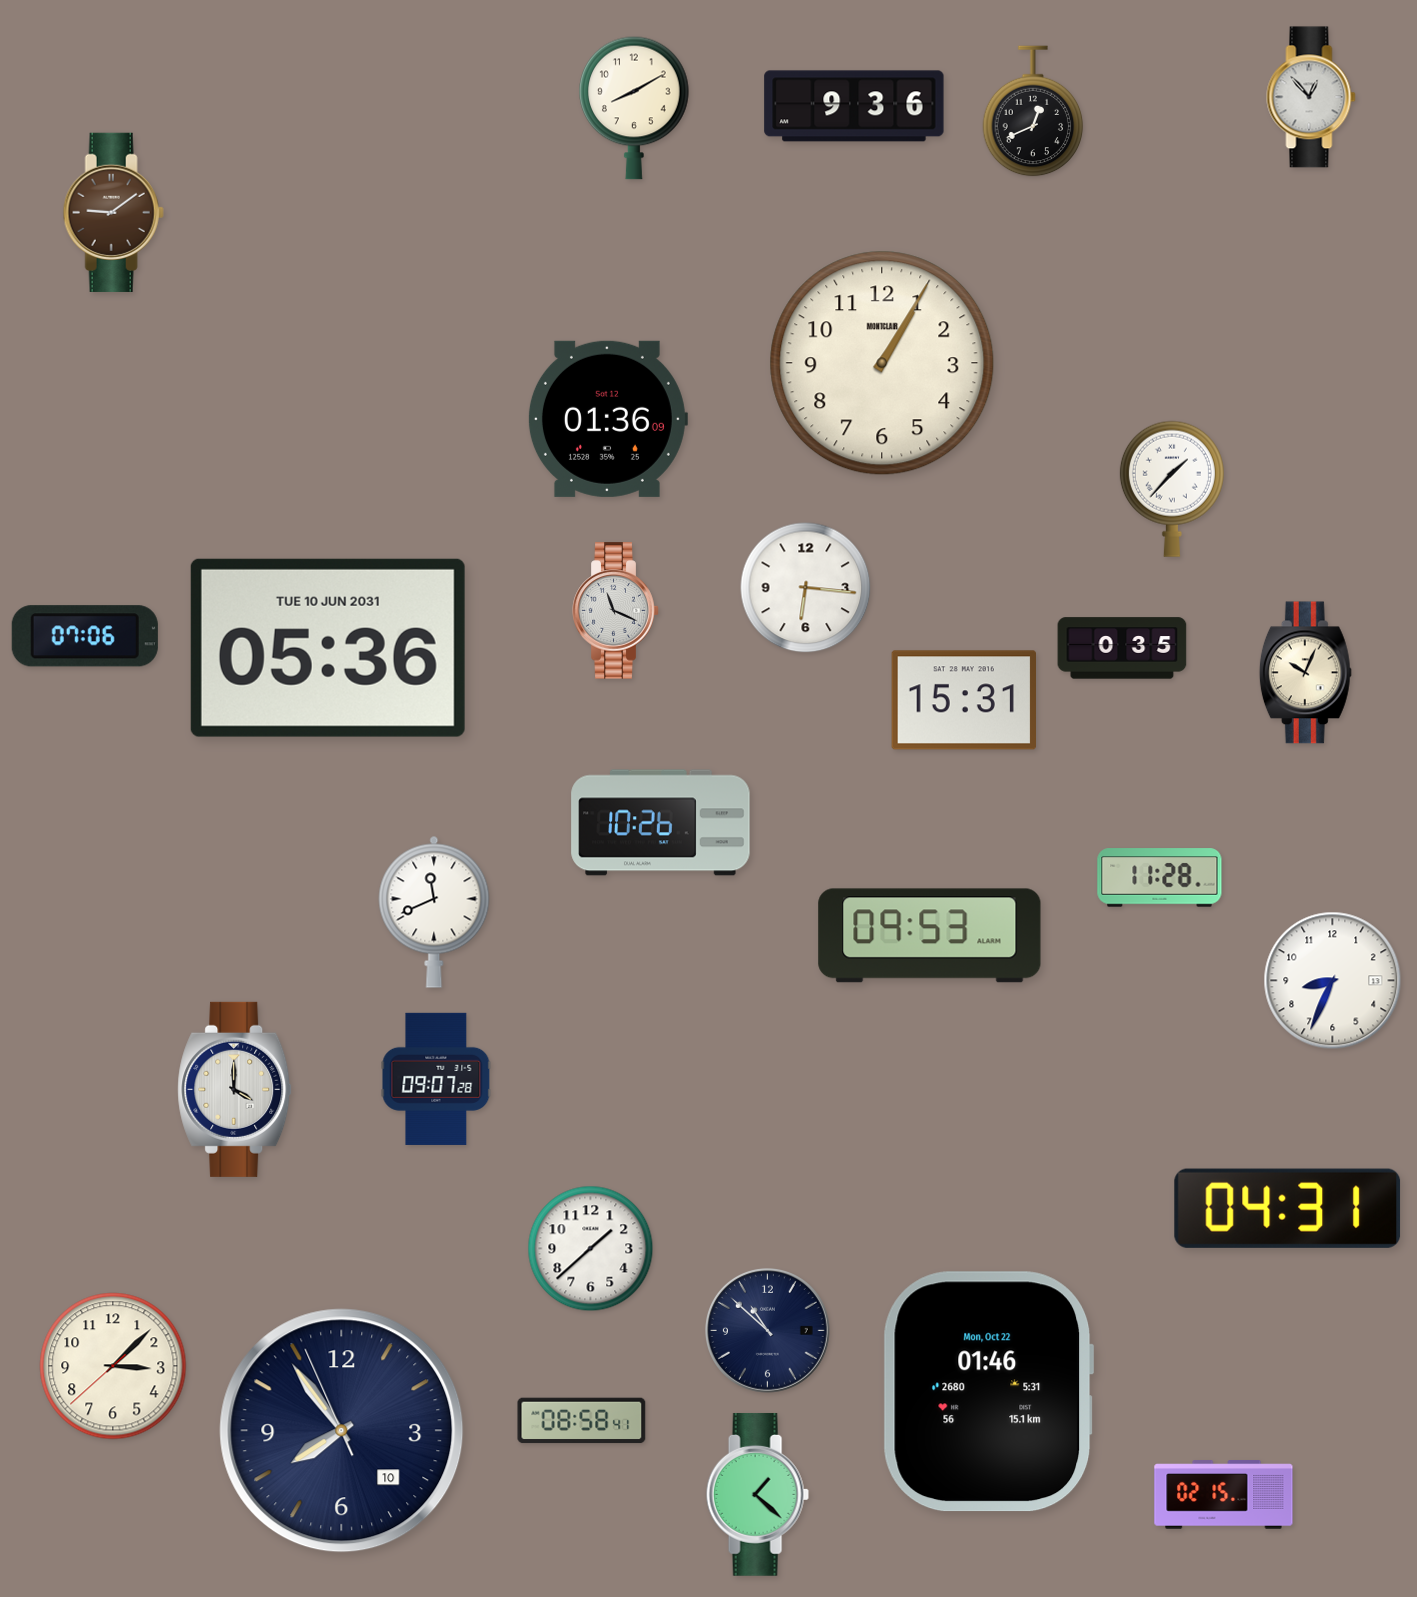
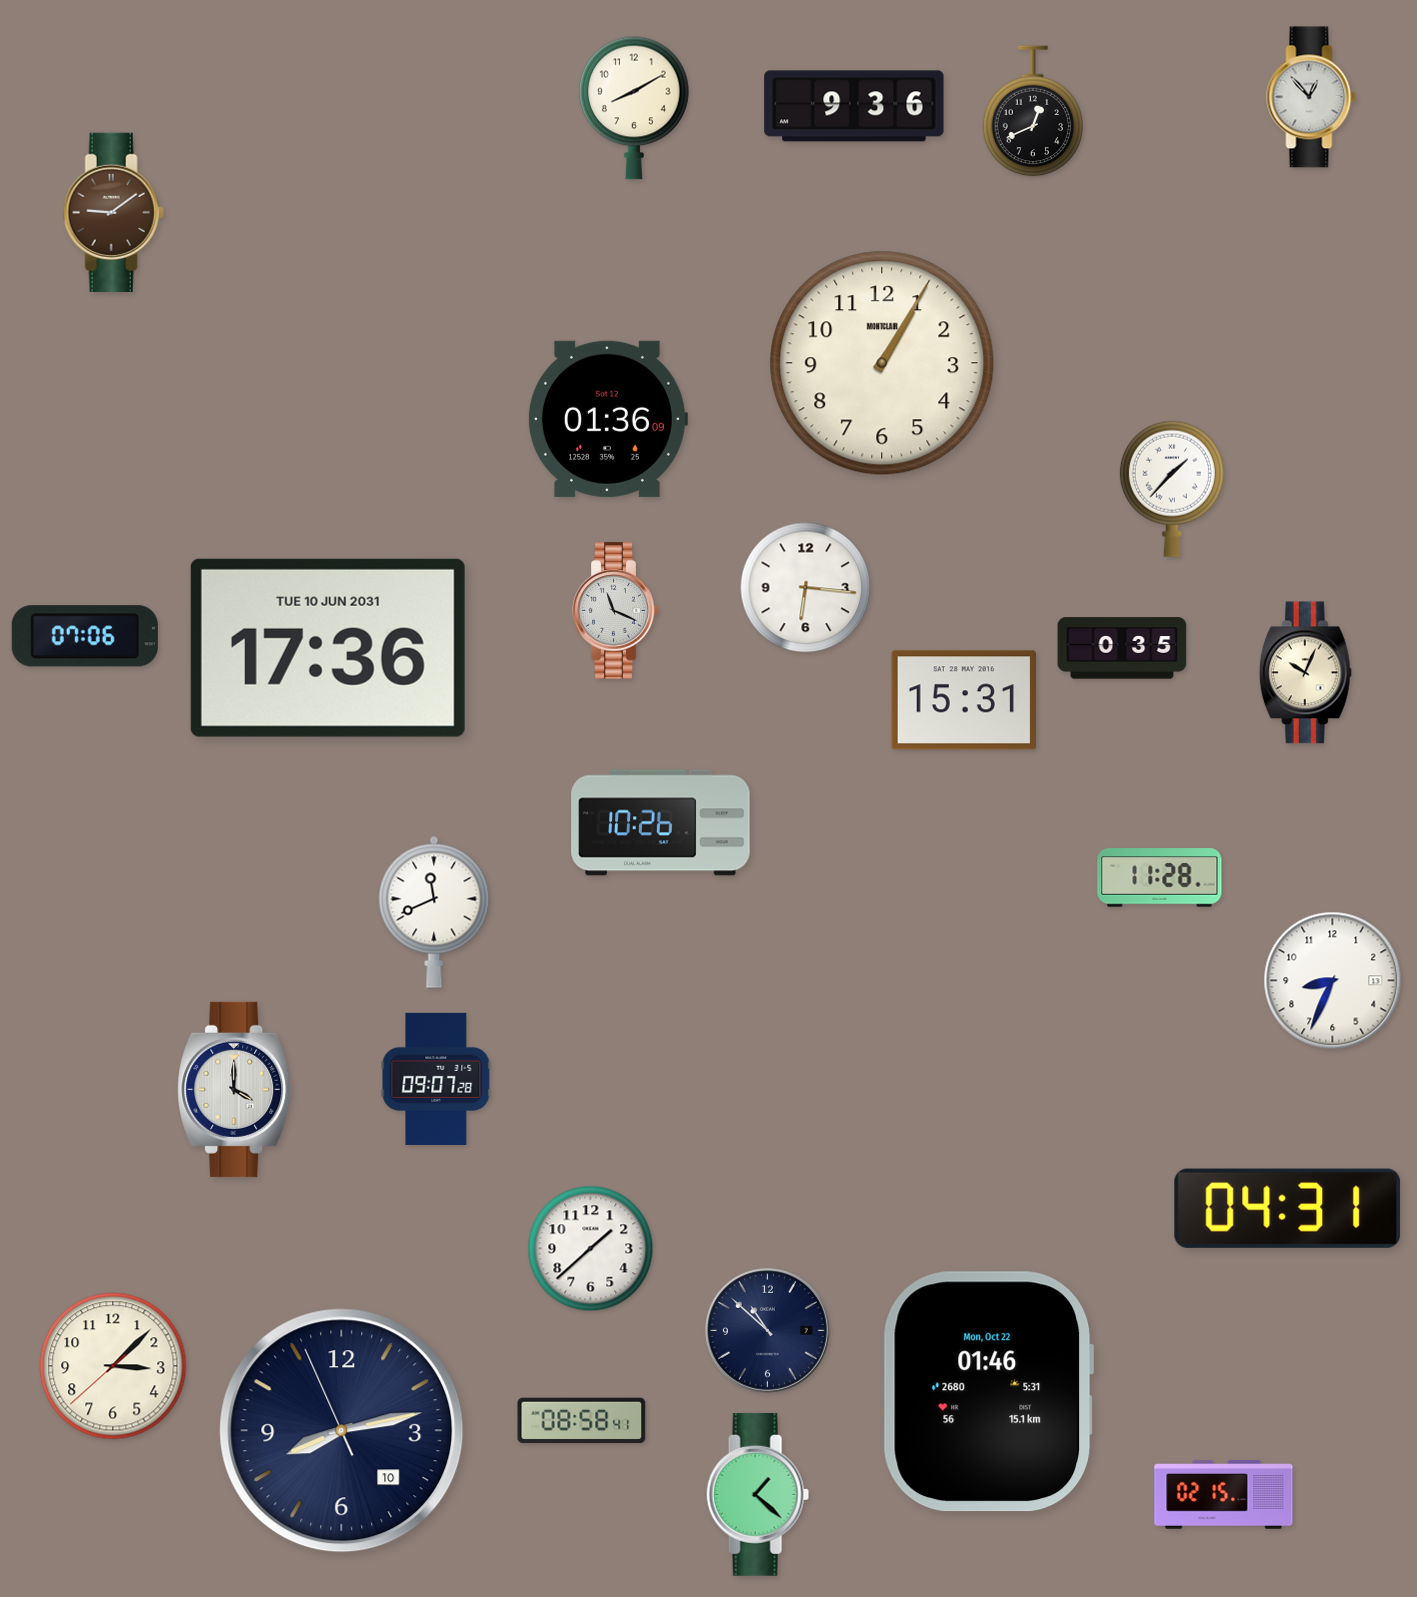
clock at (328, 648): 05:36 -> 17:36
clock at (930, 936): 09:53 -> none
clock at (342, 1431): 7:53 -> 8:12
